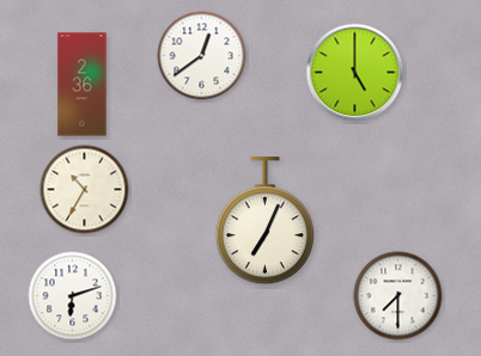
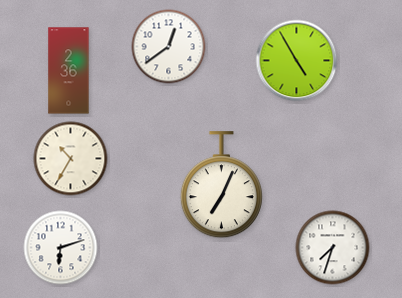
clock at (355, 73): 5:00 -> 4:55
clock at (398, 296): 7:30 -> 7:33
